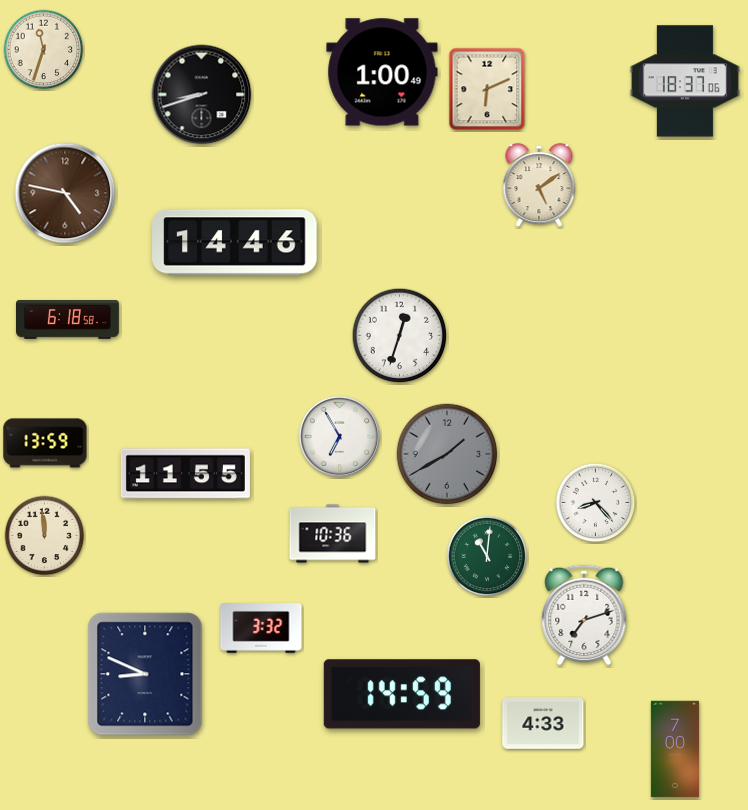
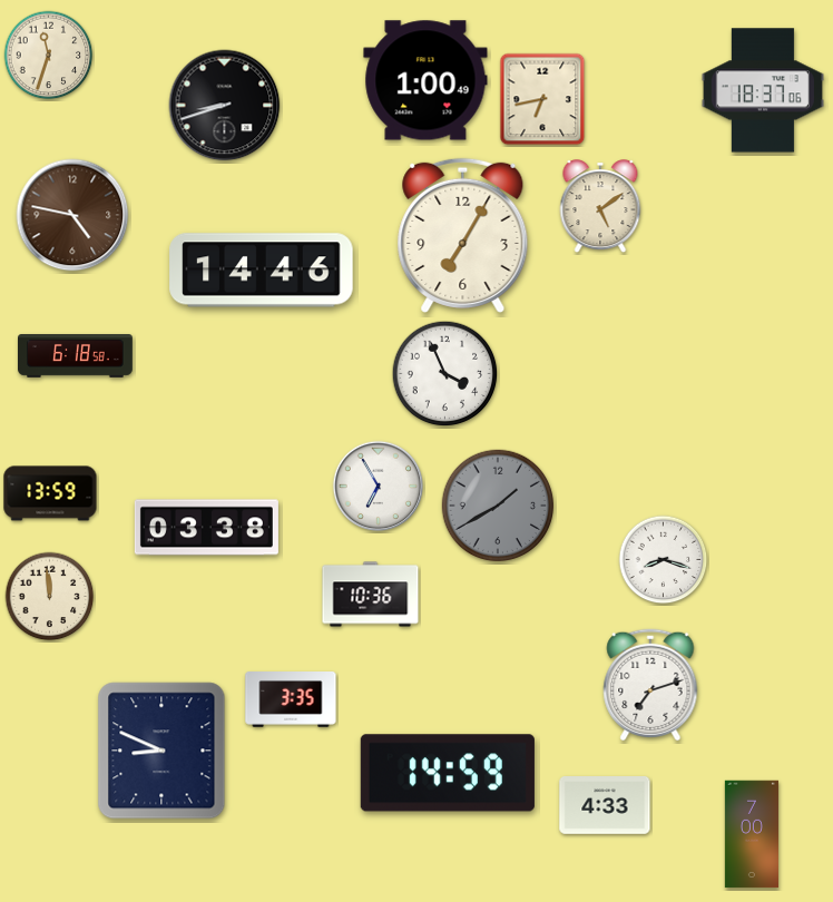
clock at (487, 89): 6:11 -> 6:43
clock at (463, 235): none -> 7:05
clock at (400, 336): 12:33 -> 3:56
clock at (185, 474): 11:55 -> 03:38
clock at (596, 503): 8:23 -> 8:18
clock at (487, 556): 11:01 -> none
clock at (261, 629): 3:32 -> 3:35
